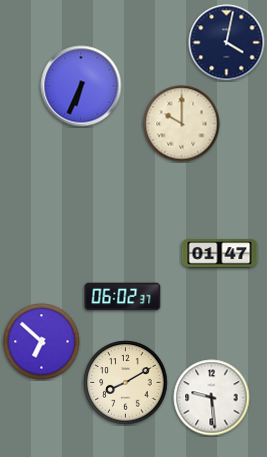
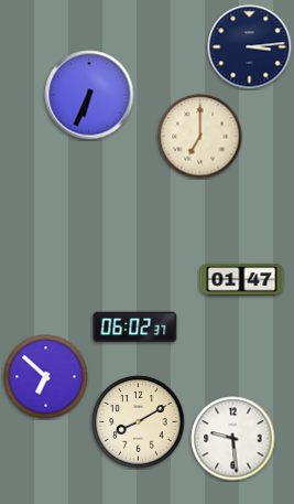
clock at (227, 43): 4:02 -> 3:14
clock at (182, 124): 10:00 -> 7:00
